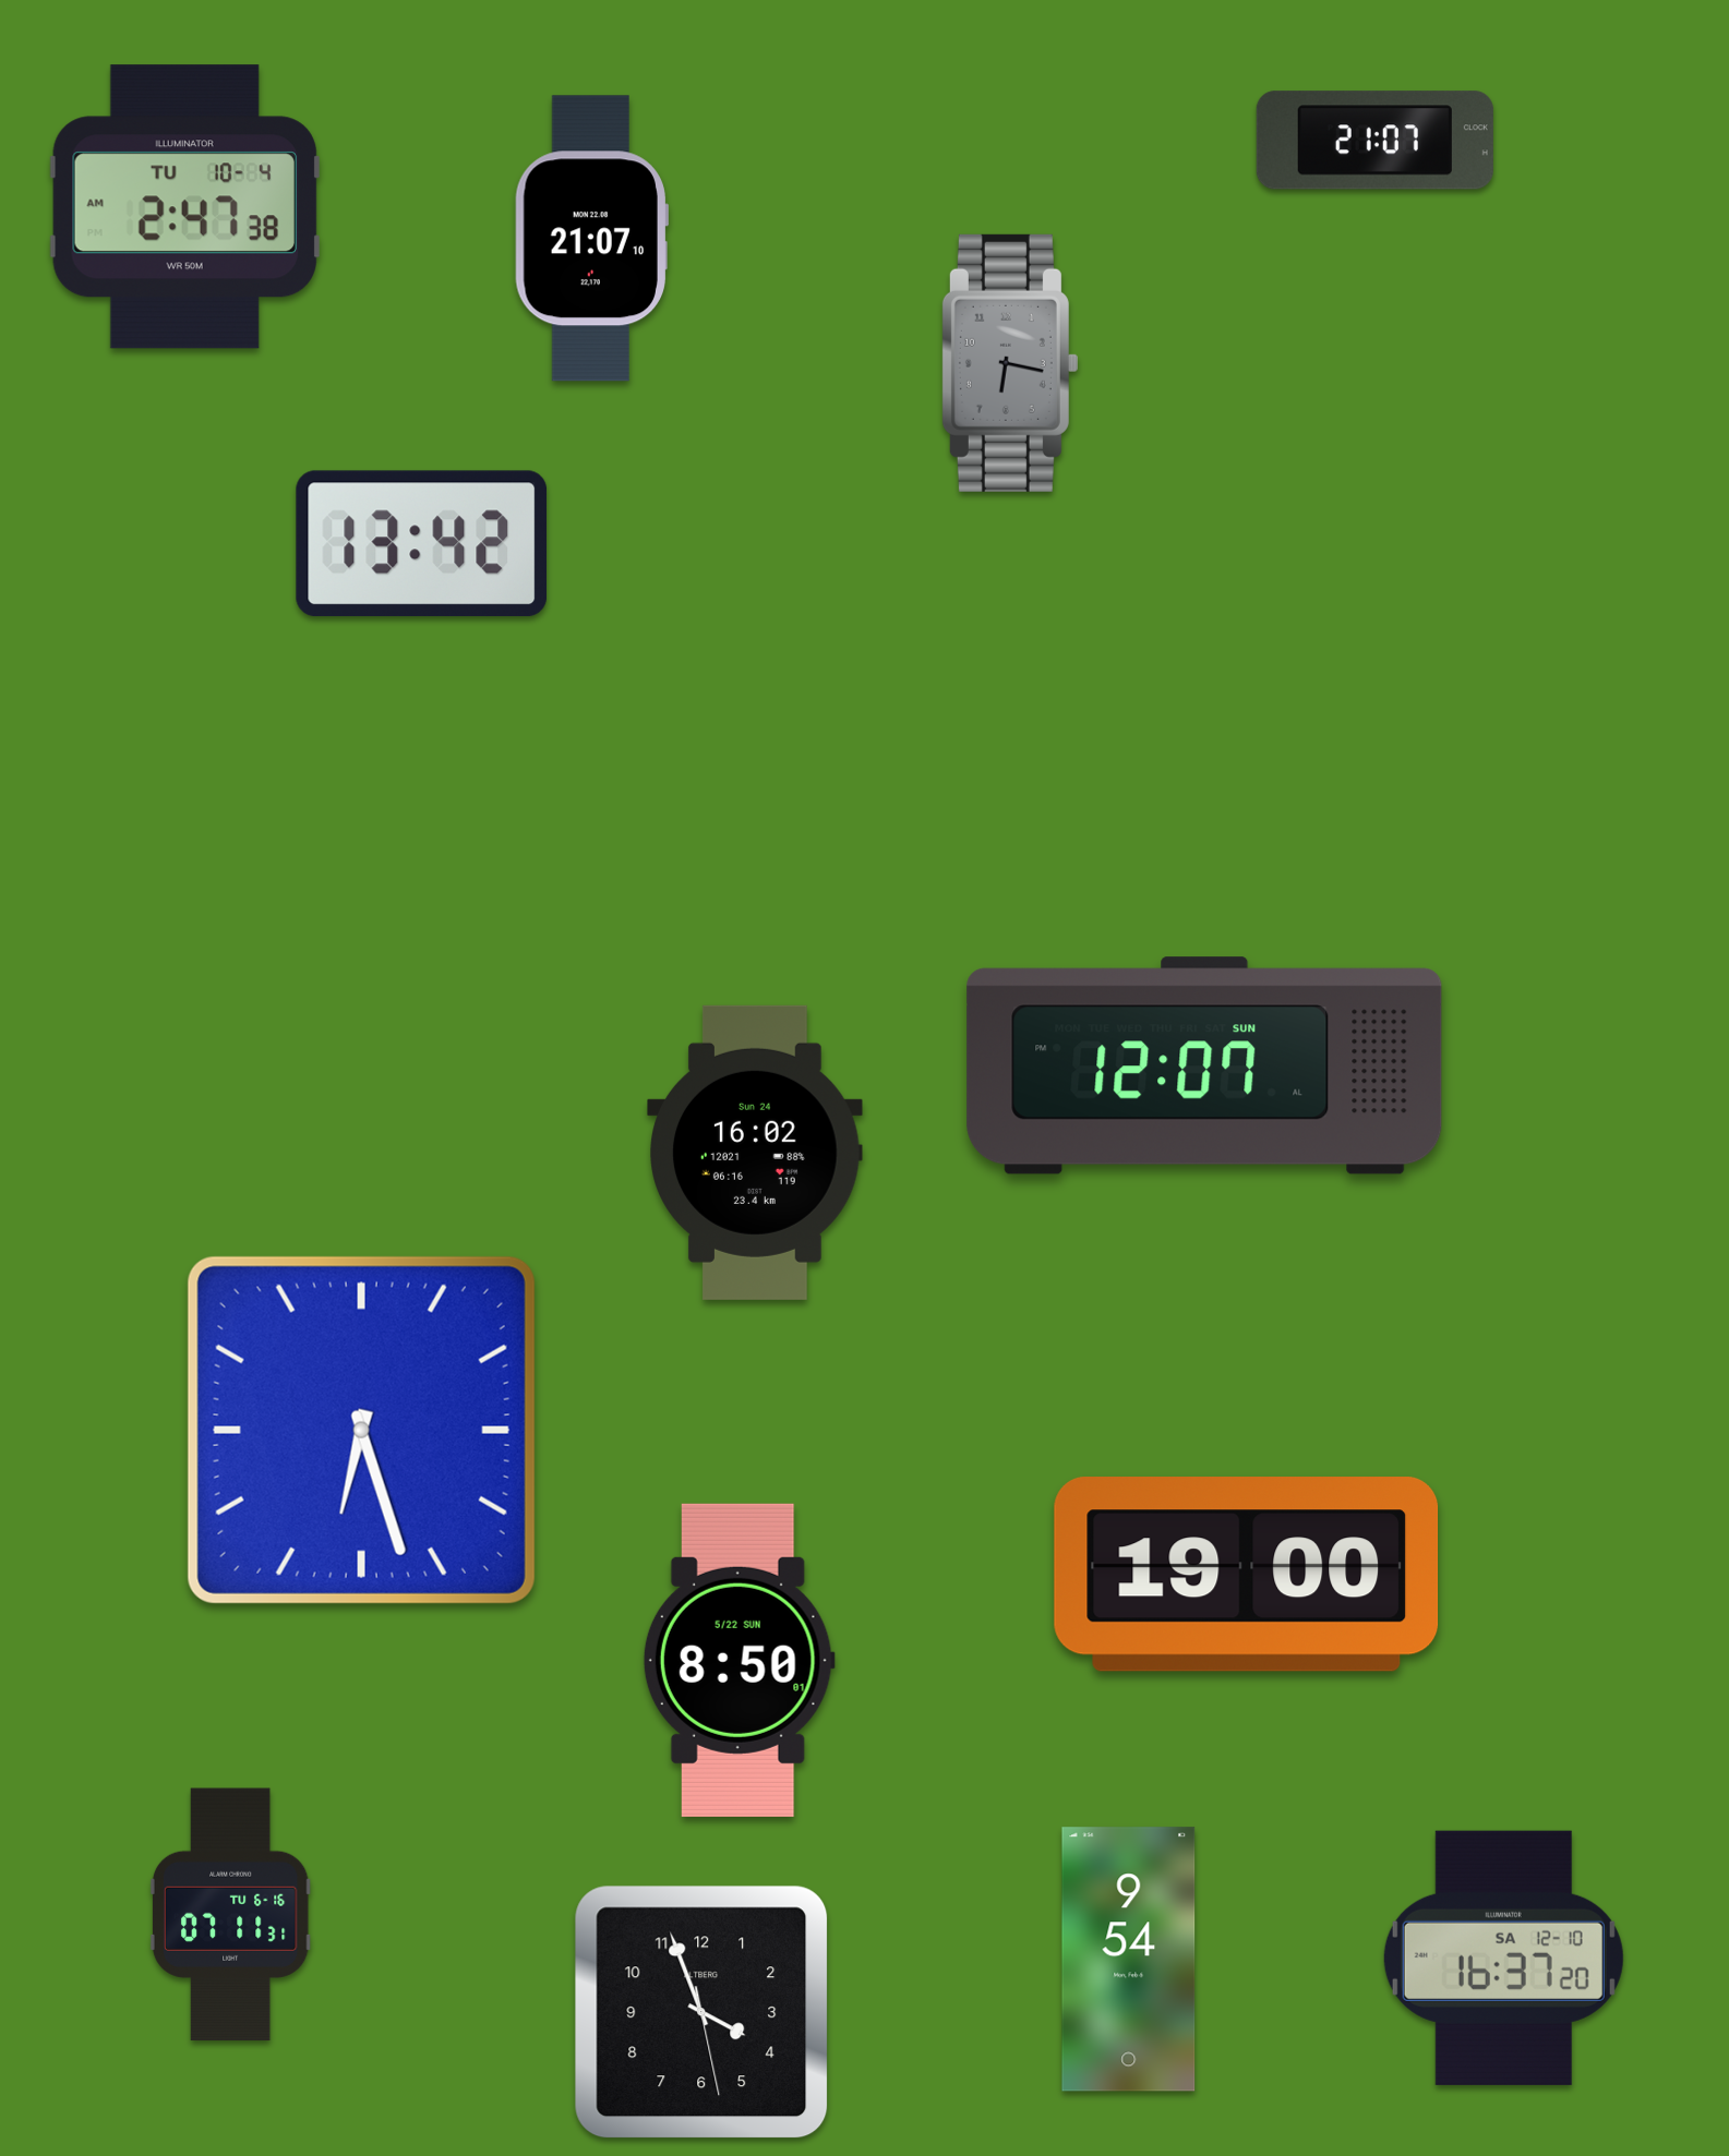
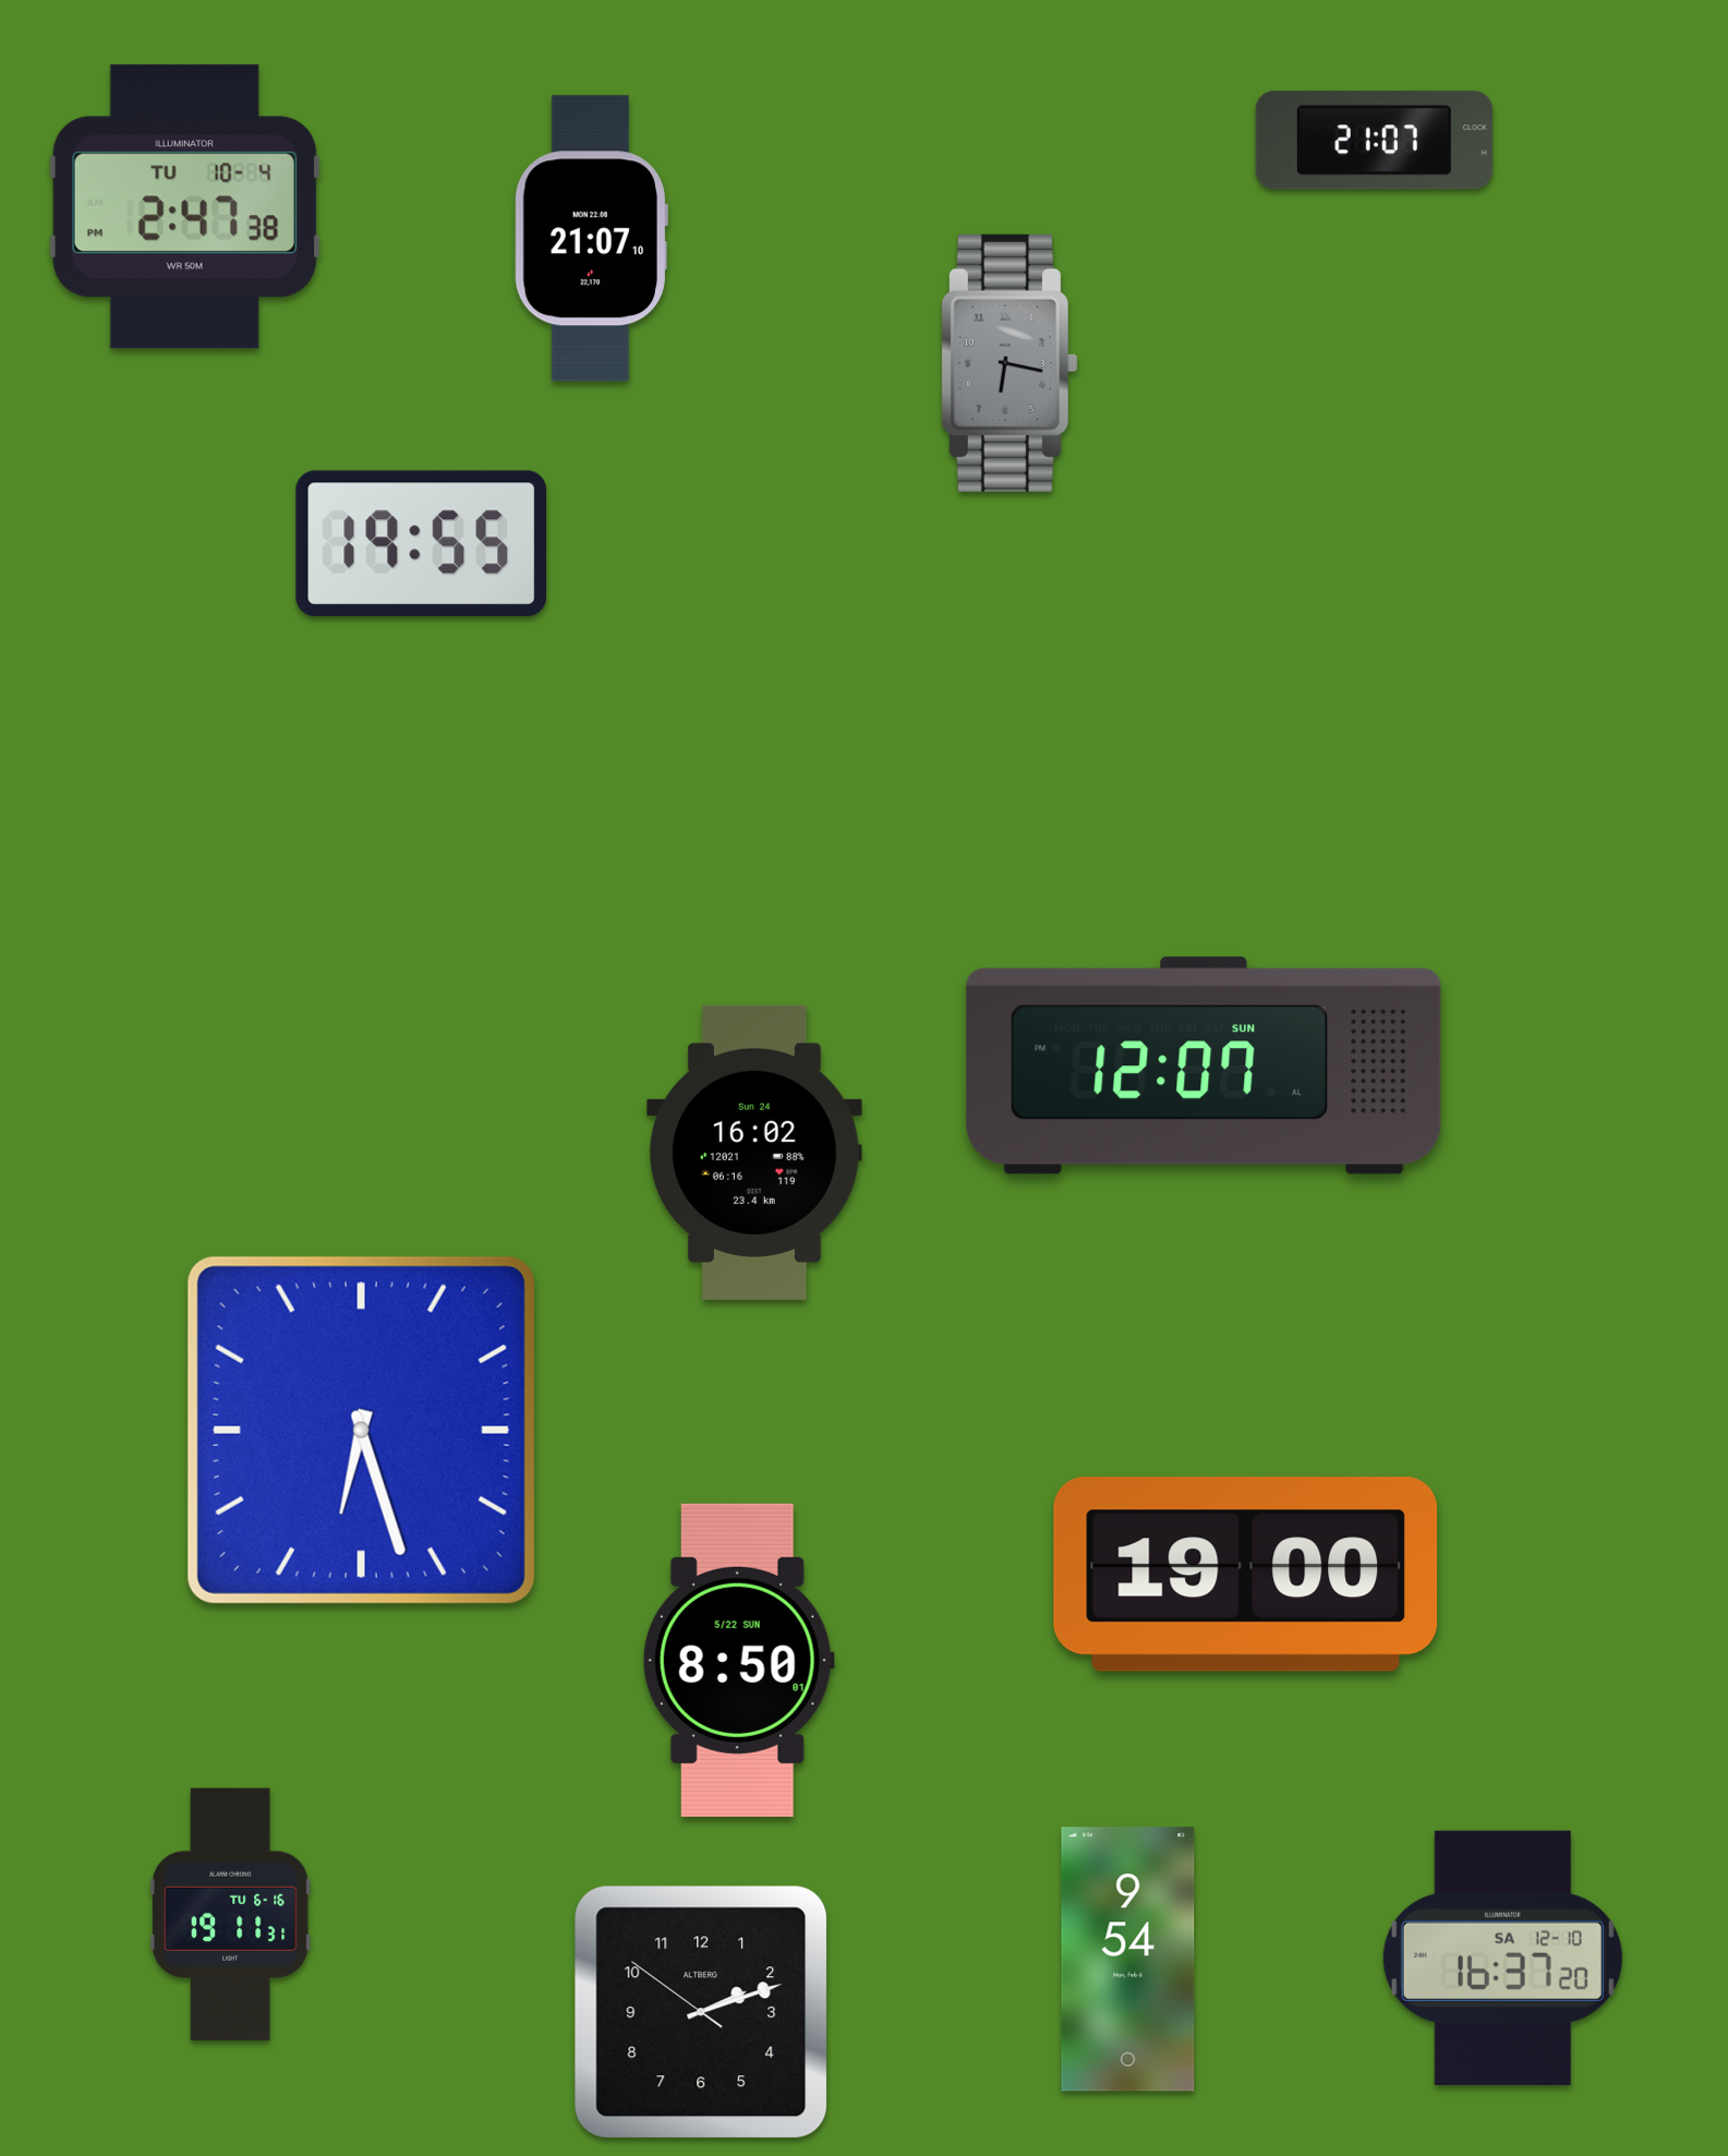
clock at (184, 207): 2:47:38 AM -> 2:47:38 PM
clock at (422, 544): 13:42 -> 19:55
clock at (230, 1915): 07:11 -> 19:11
clock at (701, 2012): 3:56 -> 2:11
